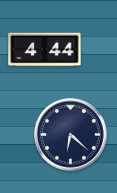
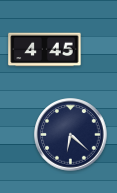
clock at (45, 50): 4:44 -> 4:45
